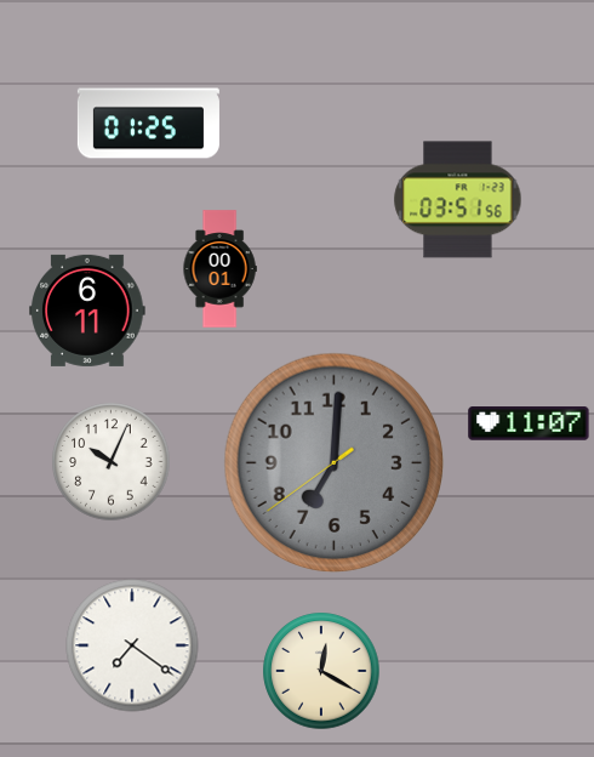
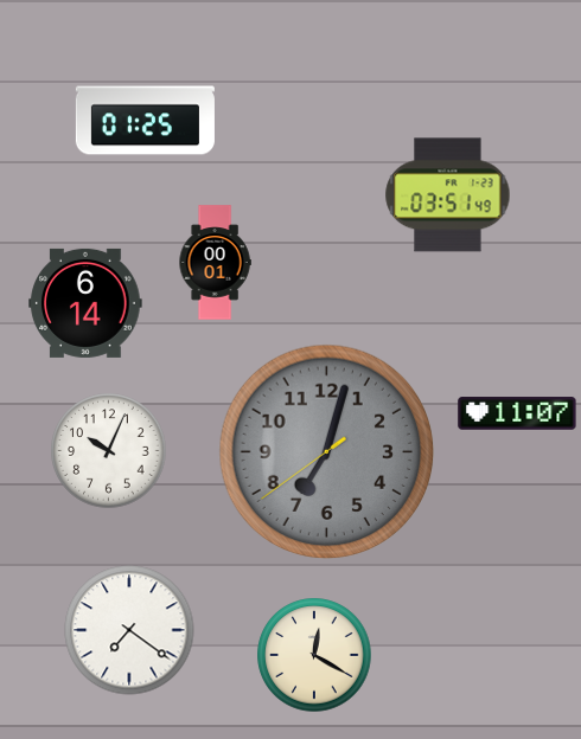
clock at (458, 200): 03:51:56 -> 03:51:49
clock at (87, 311): 6:11 -> 6:14
clock at (335, 463): 7:00 -> 7:02
